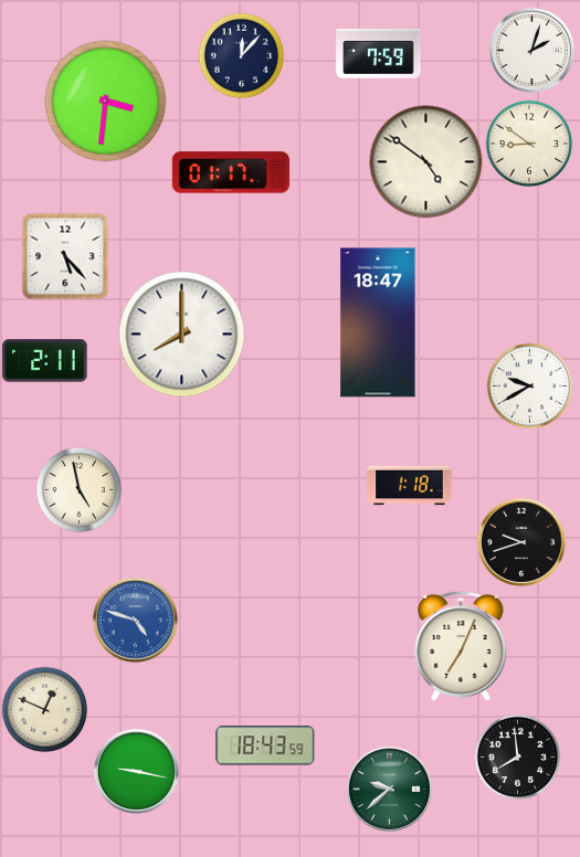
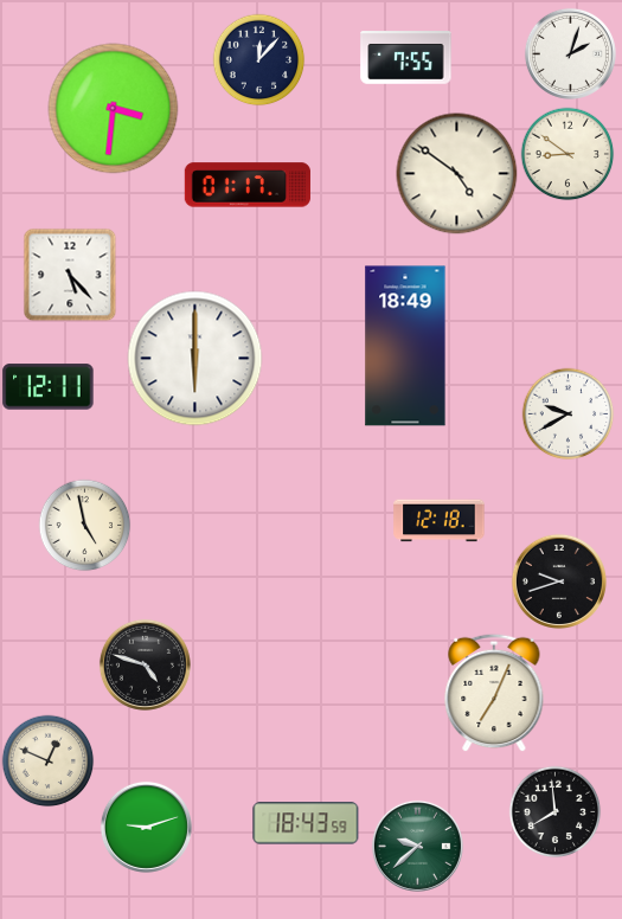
clock at (379, 54): 7:59 -> 7:55
clock at (378, 322): 18:47 -> 18:49
clock at (182, 335): 8:00 -> 6:00
clock at (45, 361): 2:11 -> 12:11
clock at (410, 486): 1:18 -> 12:18
clock at (135, 620) dial: blue -> black
clock at (265, 745) position: (265, 745) -> (306, 823)
clock at (136, 771): 9:17 -> 9:12
